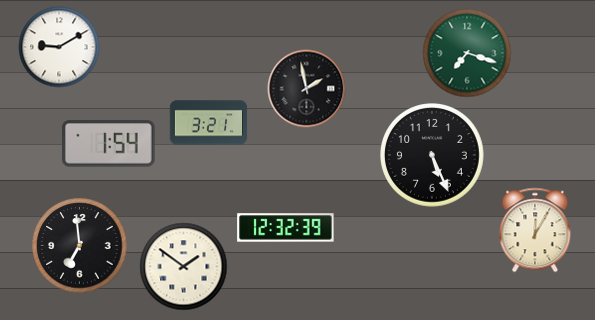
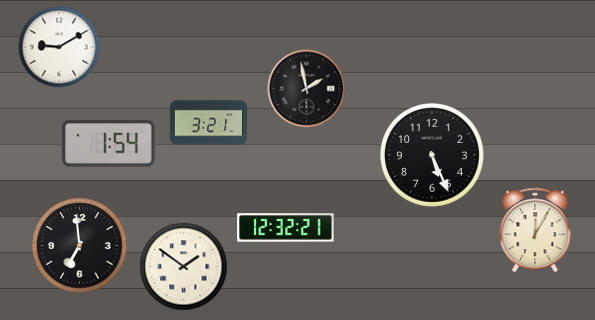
clock at (467, 53): 7:18 -> none
clock at (286, 228): 12:32:39 -> 12:32:21
